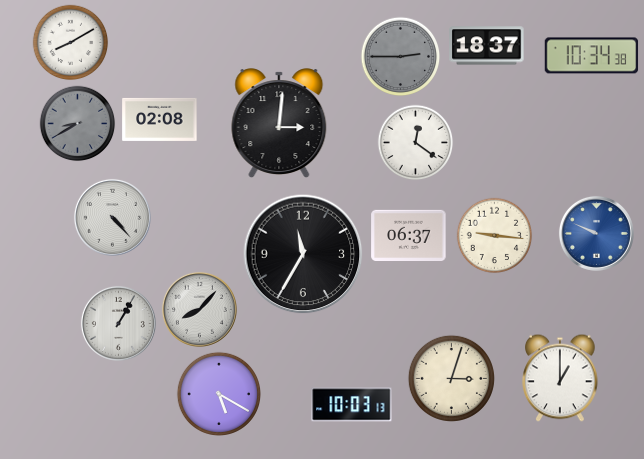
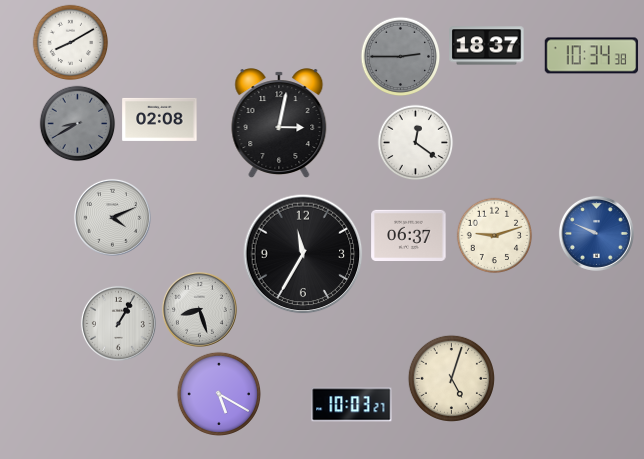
clock at (279, 123): 3:01 -> 3:02
clock at (112, 217): 4:23 -> 4:11
clock at (495, 236): 9:16 -> 9:12
clock at (199, 309): 8:07 -> 8:27
clock at (451, 378): 3:03 -> 5:03
clock at (560, 378): 1:00 -> none
clock at (352, 405): 10:03:13 -> 10:03:27
